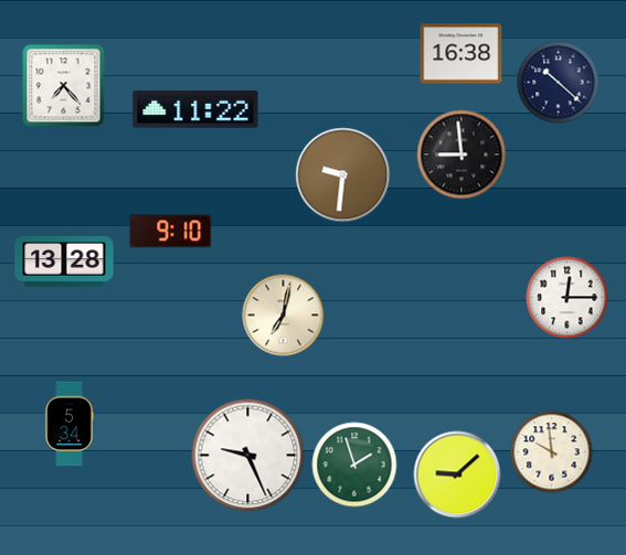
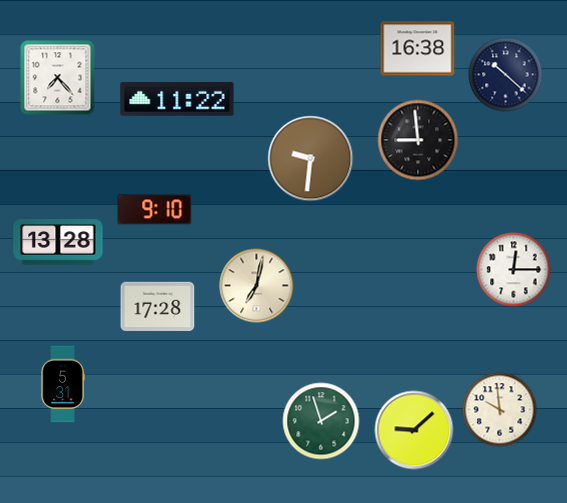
clock at (64, 262) position: (64, 262) -> (58, 242)
clock at (158, 306): none -> 17:28
clock at (70, 424): 5:34 -> 5:31
clock at (248, 456): 9:26 -> none
